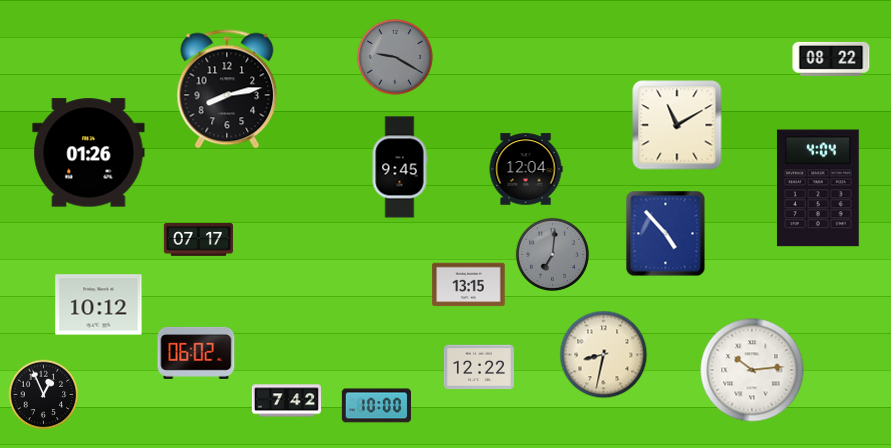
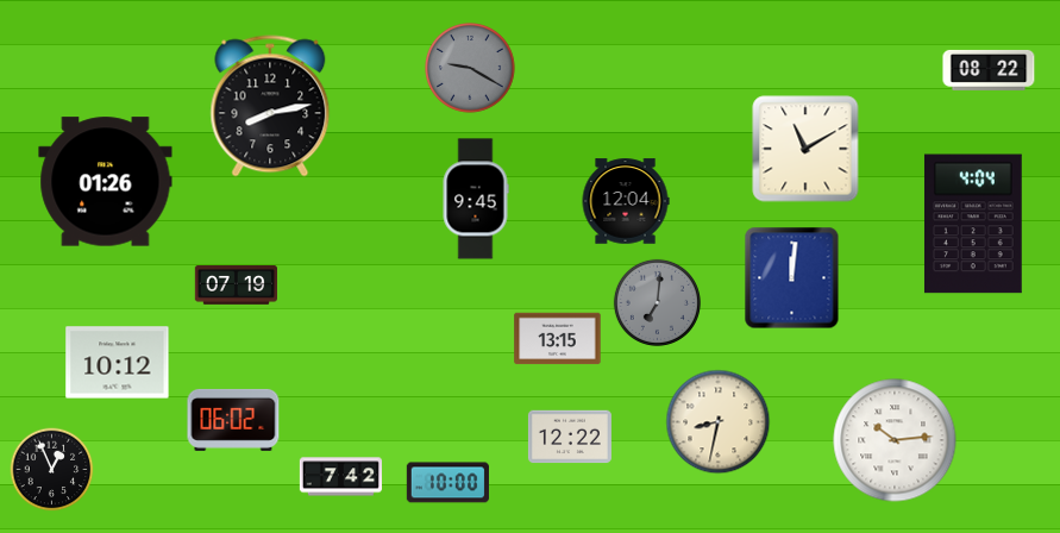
clock at (666, 234): 4:53 -> 12:01
clock at (198, 240): 07:17 -> 07:19
